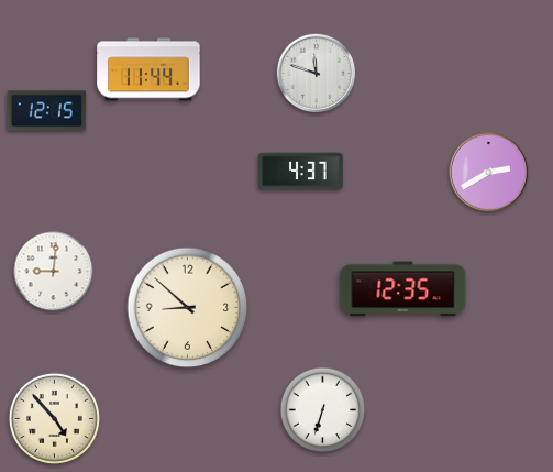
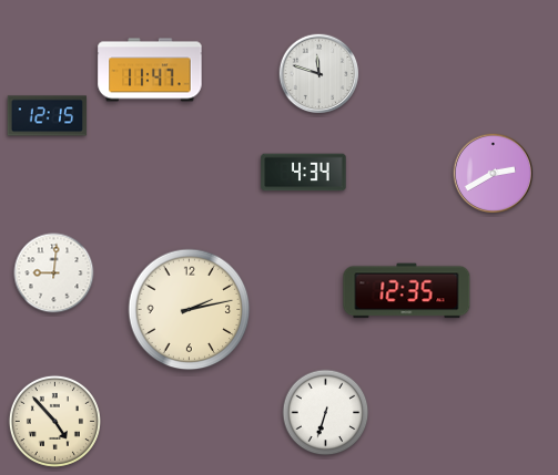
clock at (148, 69): 11:44 -> 11:47
clock at (47, 111) position: (47, 111) -> (48, 116)
clock at (301, 172): 4:37 -> 4:34
clock at (188, 308): 8:52 -> 2:13
